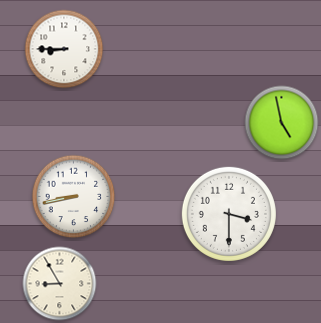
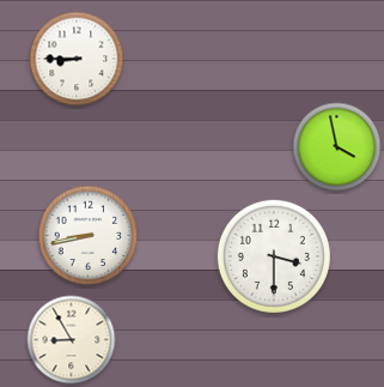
clock at (282, 123): 4:58 -> 3:58
